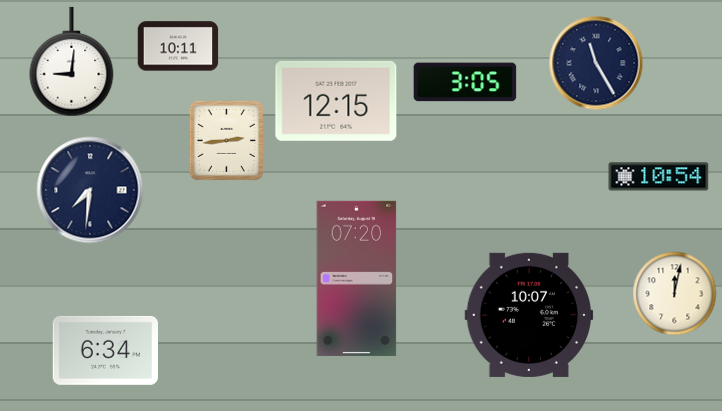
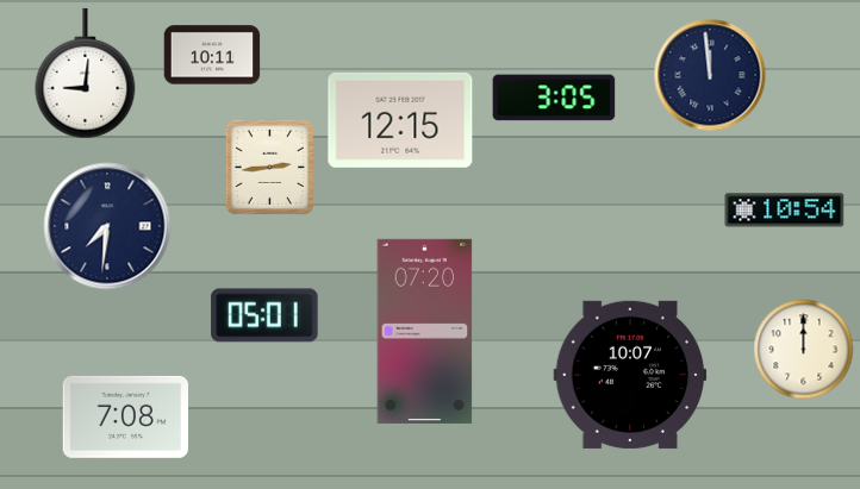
clock at (596, 63): 11:25 -> 11:59
clock at (264, 315): none -> 05:01
clock at (675, 294): 12:02 -> 12:00
clock at (105, 350): 6:34 -> 7:08
